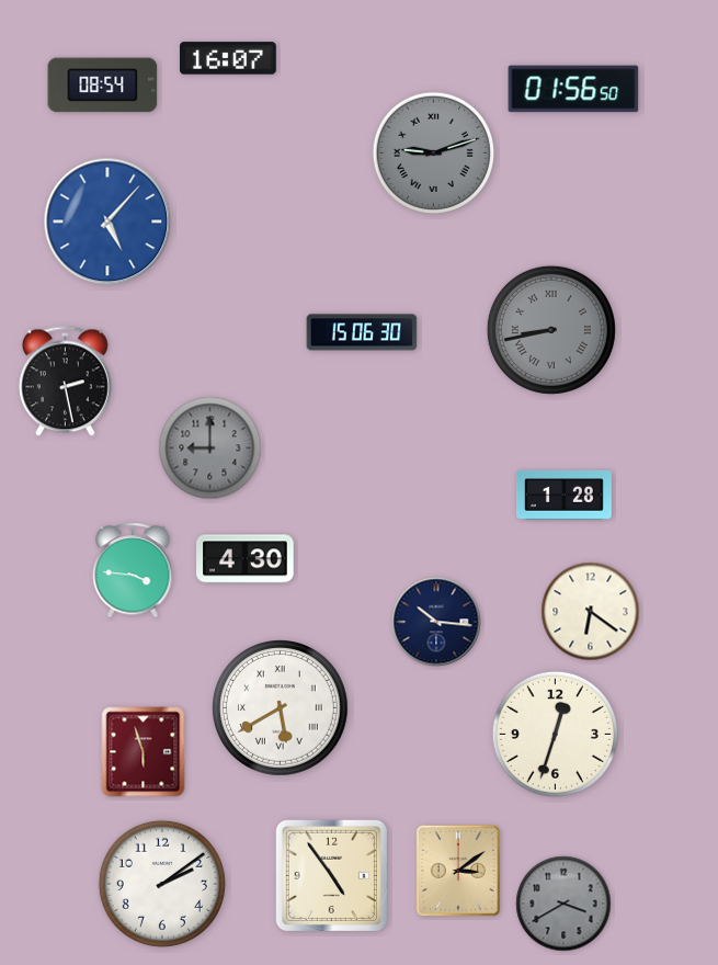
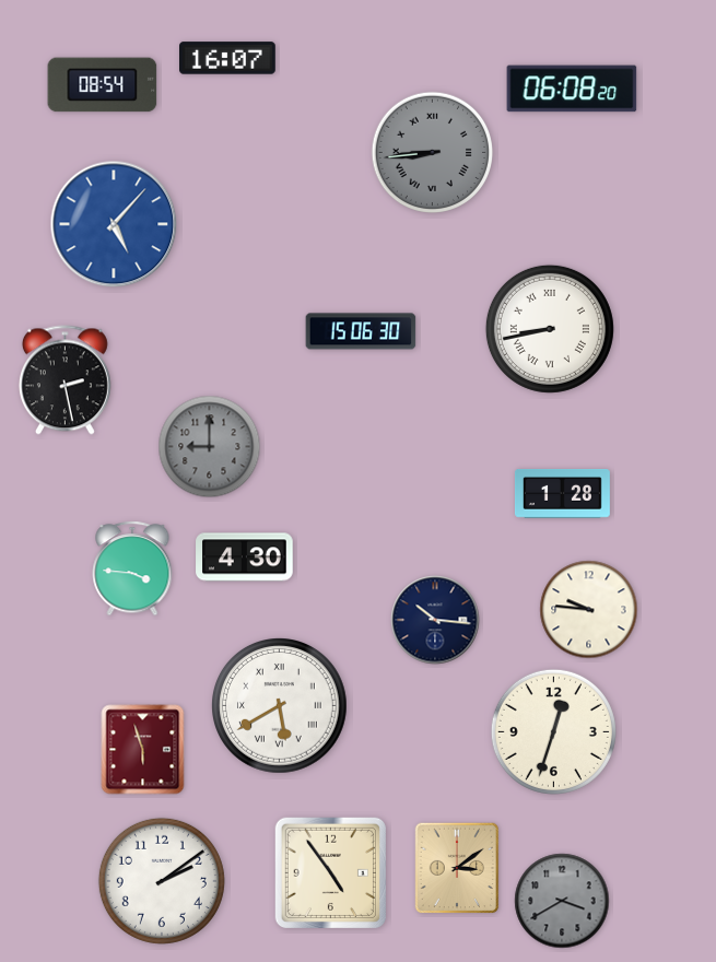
clock at (573, 89): 01:56 -> 06:08
clock at (434, 154): 9:12 -> 8:44
clock at (107, 222) position: (107, 222) -> (114, 224)
clock at (551, 330) dial: grey -> white
clock at (591, 612): 6:21 -> 9:46
